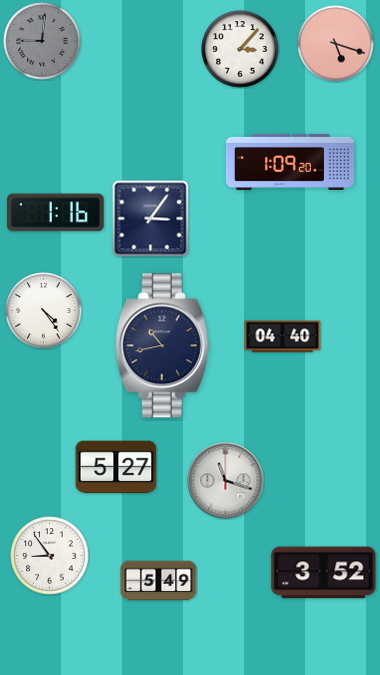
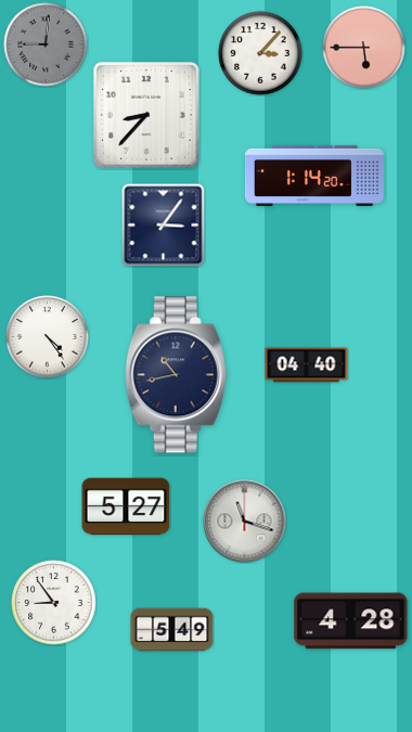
clock at (336, 44): 5:18 -> 5:45
clock at (147, 116): none -> 8:37
clock at (290, 162): 1:09 -> 1:14
clock at (56, 213): 1:16 -> none
clock at (151, 219) position: (151, 219) -> (164, 226)
clock at (324, 573): 3:52 -> 4:28
